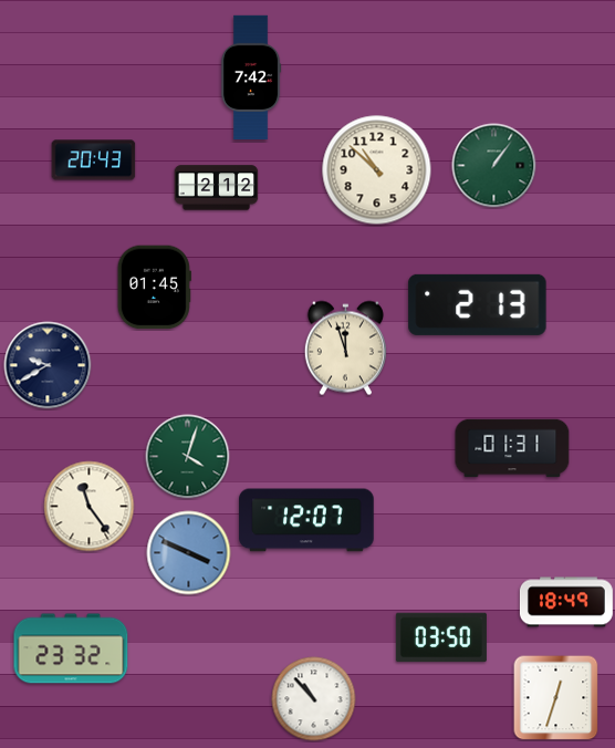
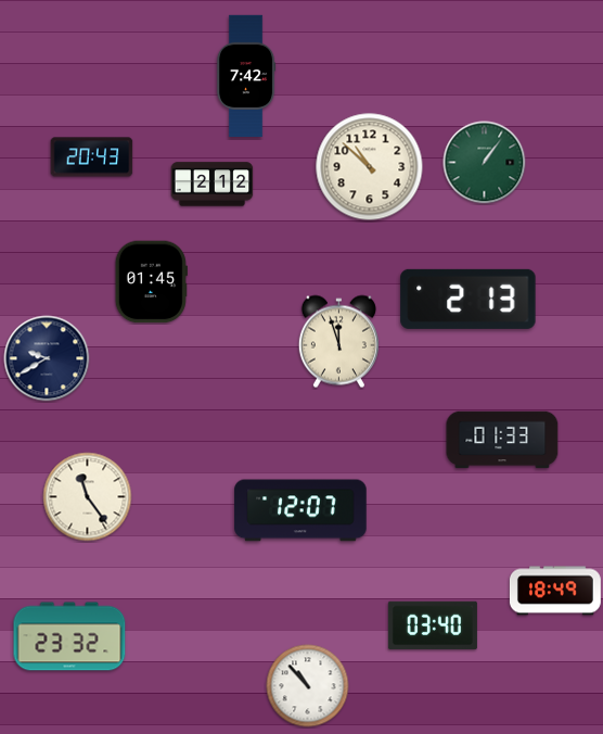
clock at (512, 448): 01:31 -> 01:33
clock at (188, 457): 4:03 -> none
clock at (189, 553): 3:49 -> none
clock at (441, 637): 03:50 -> 03:40
clock at (556, 698): 12:33 -> none
